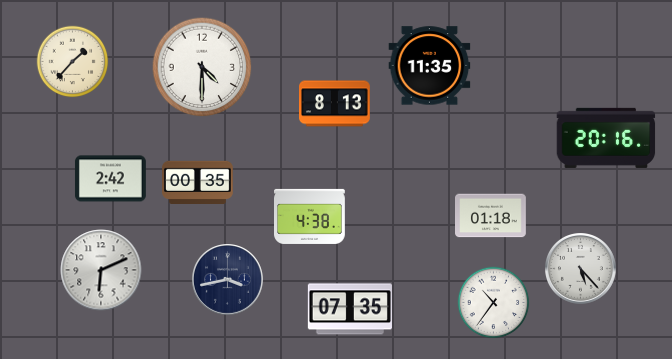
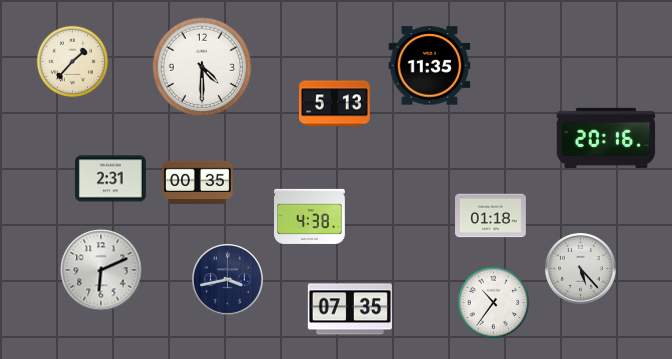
clock at (335, 104): 8:13 -> 5:13
clock at (110, 179): 2:42 -> 2:31
